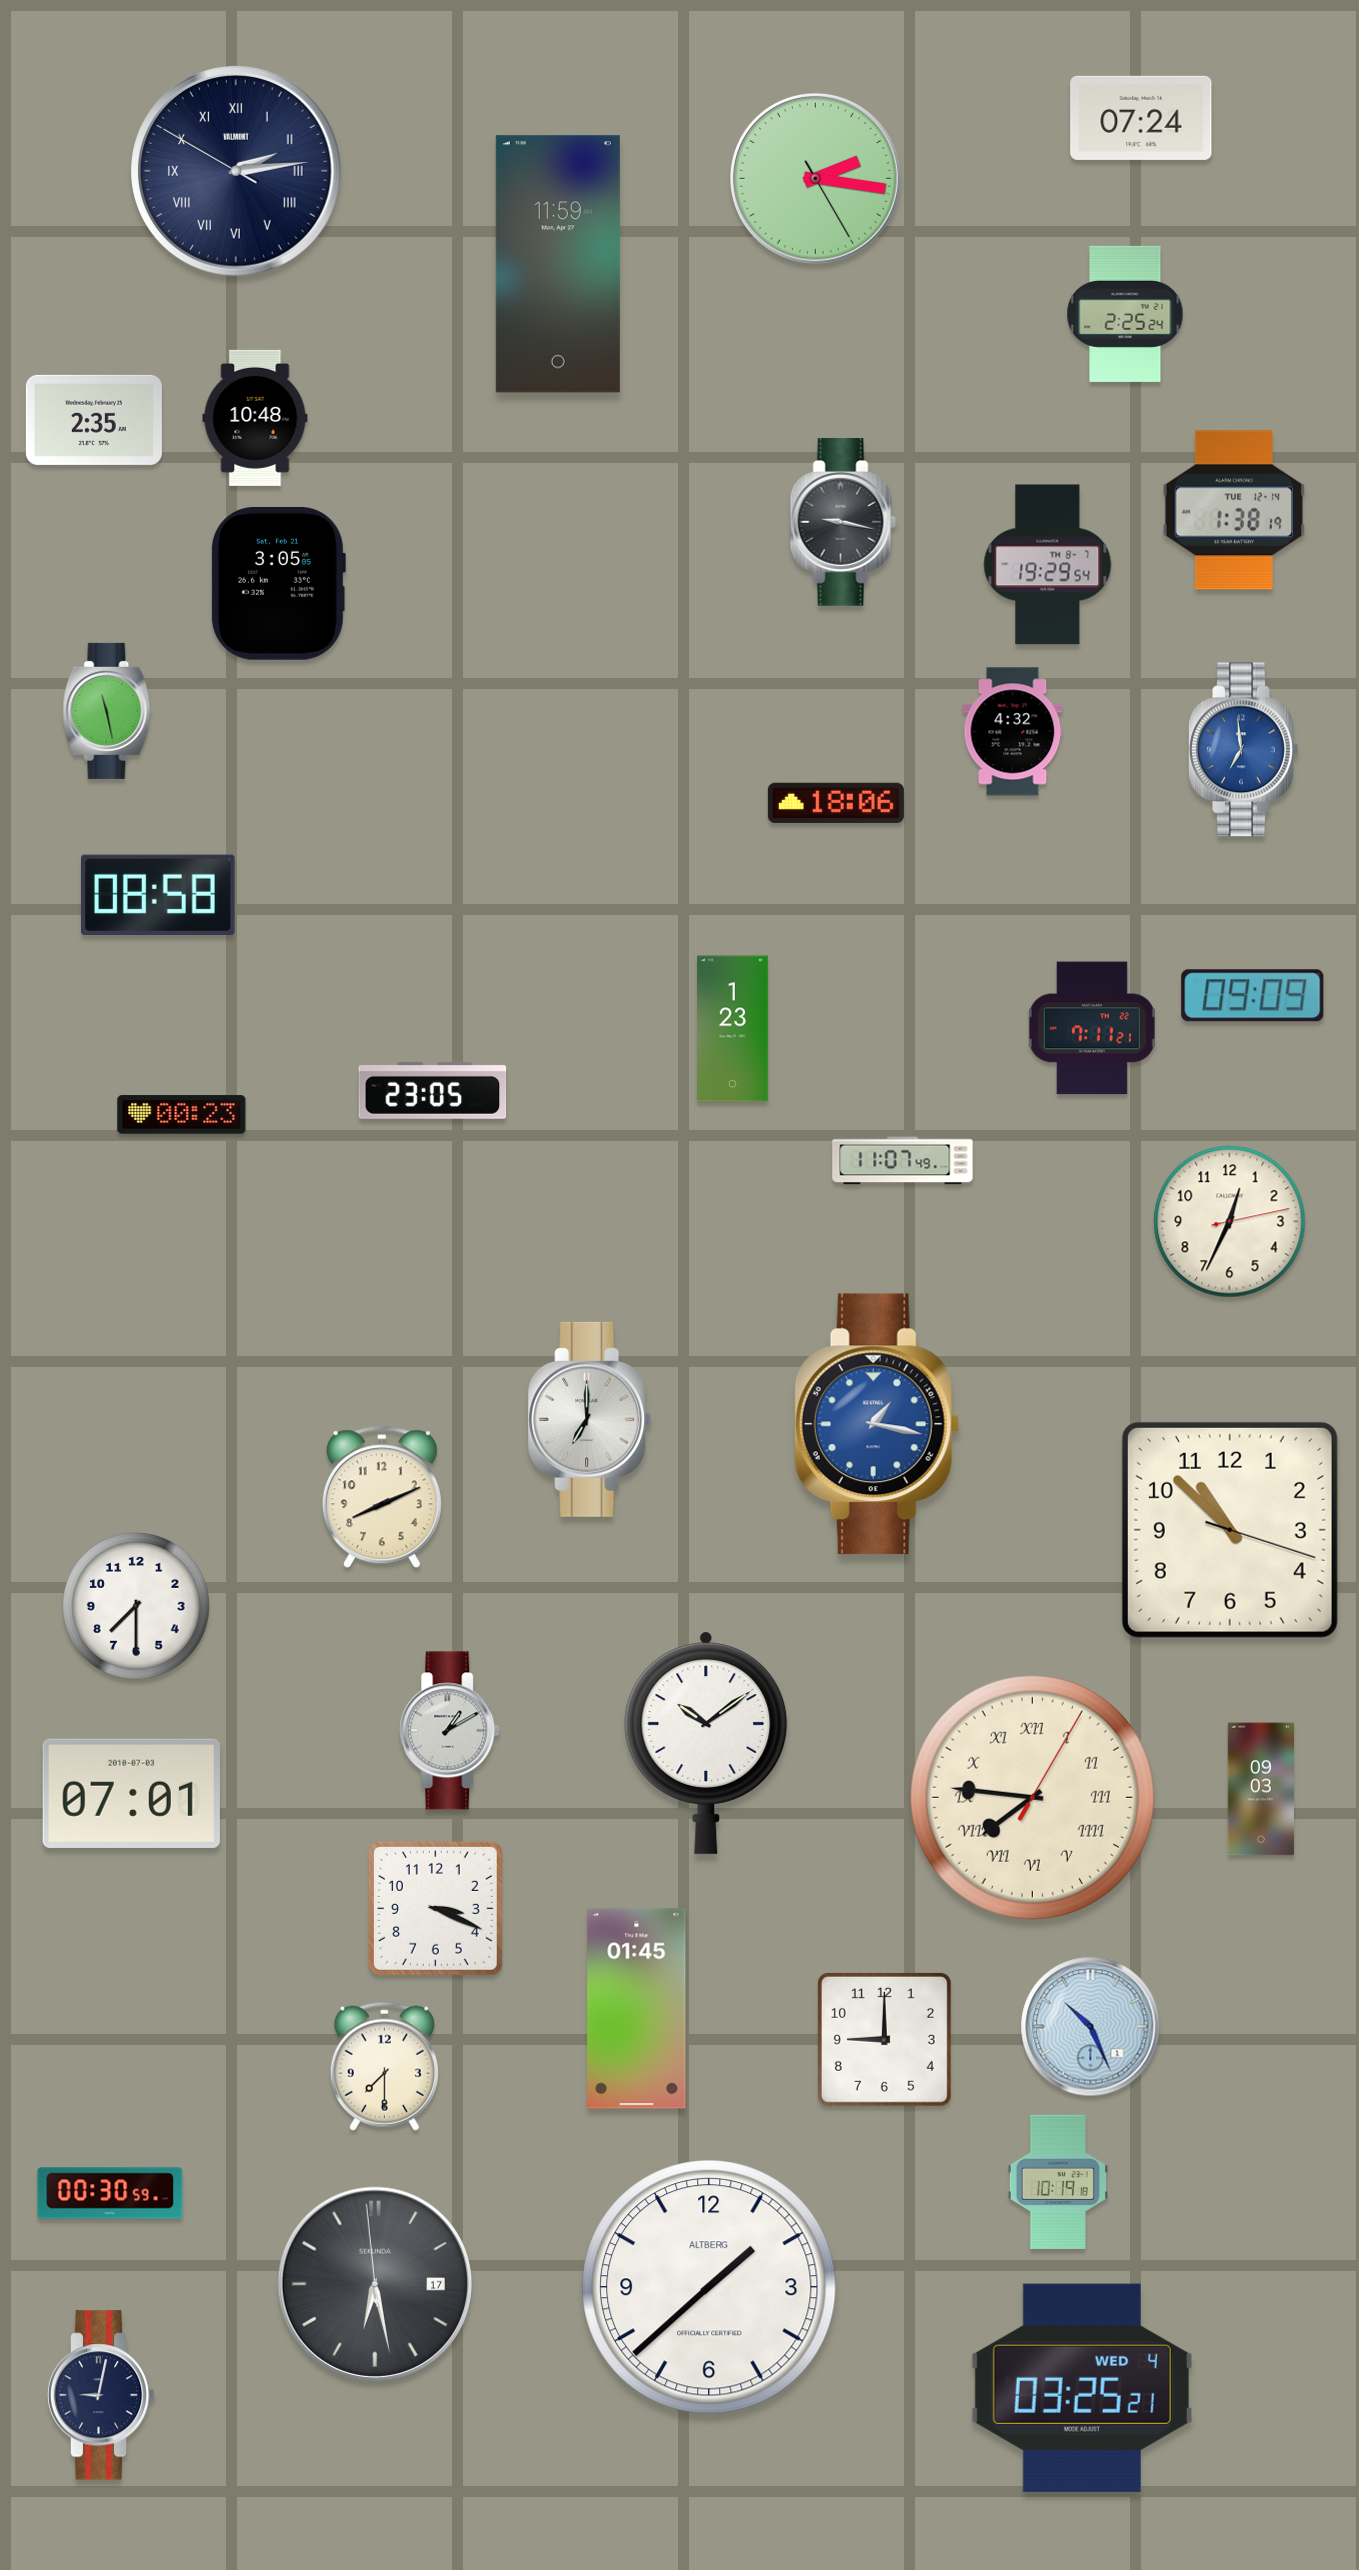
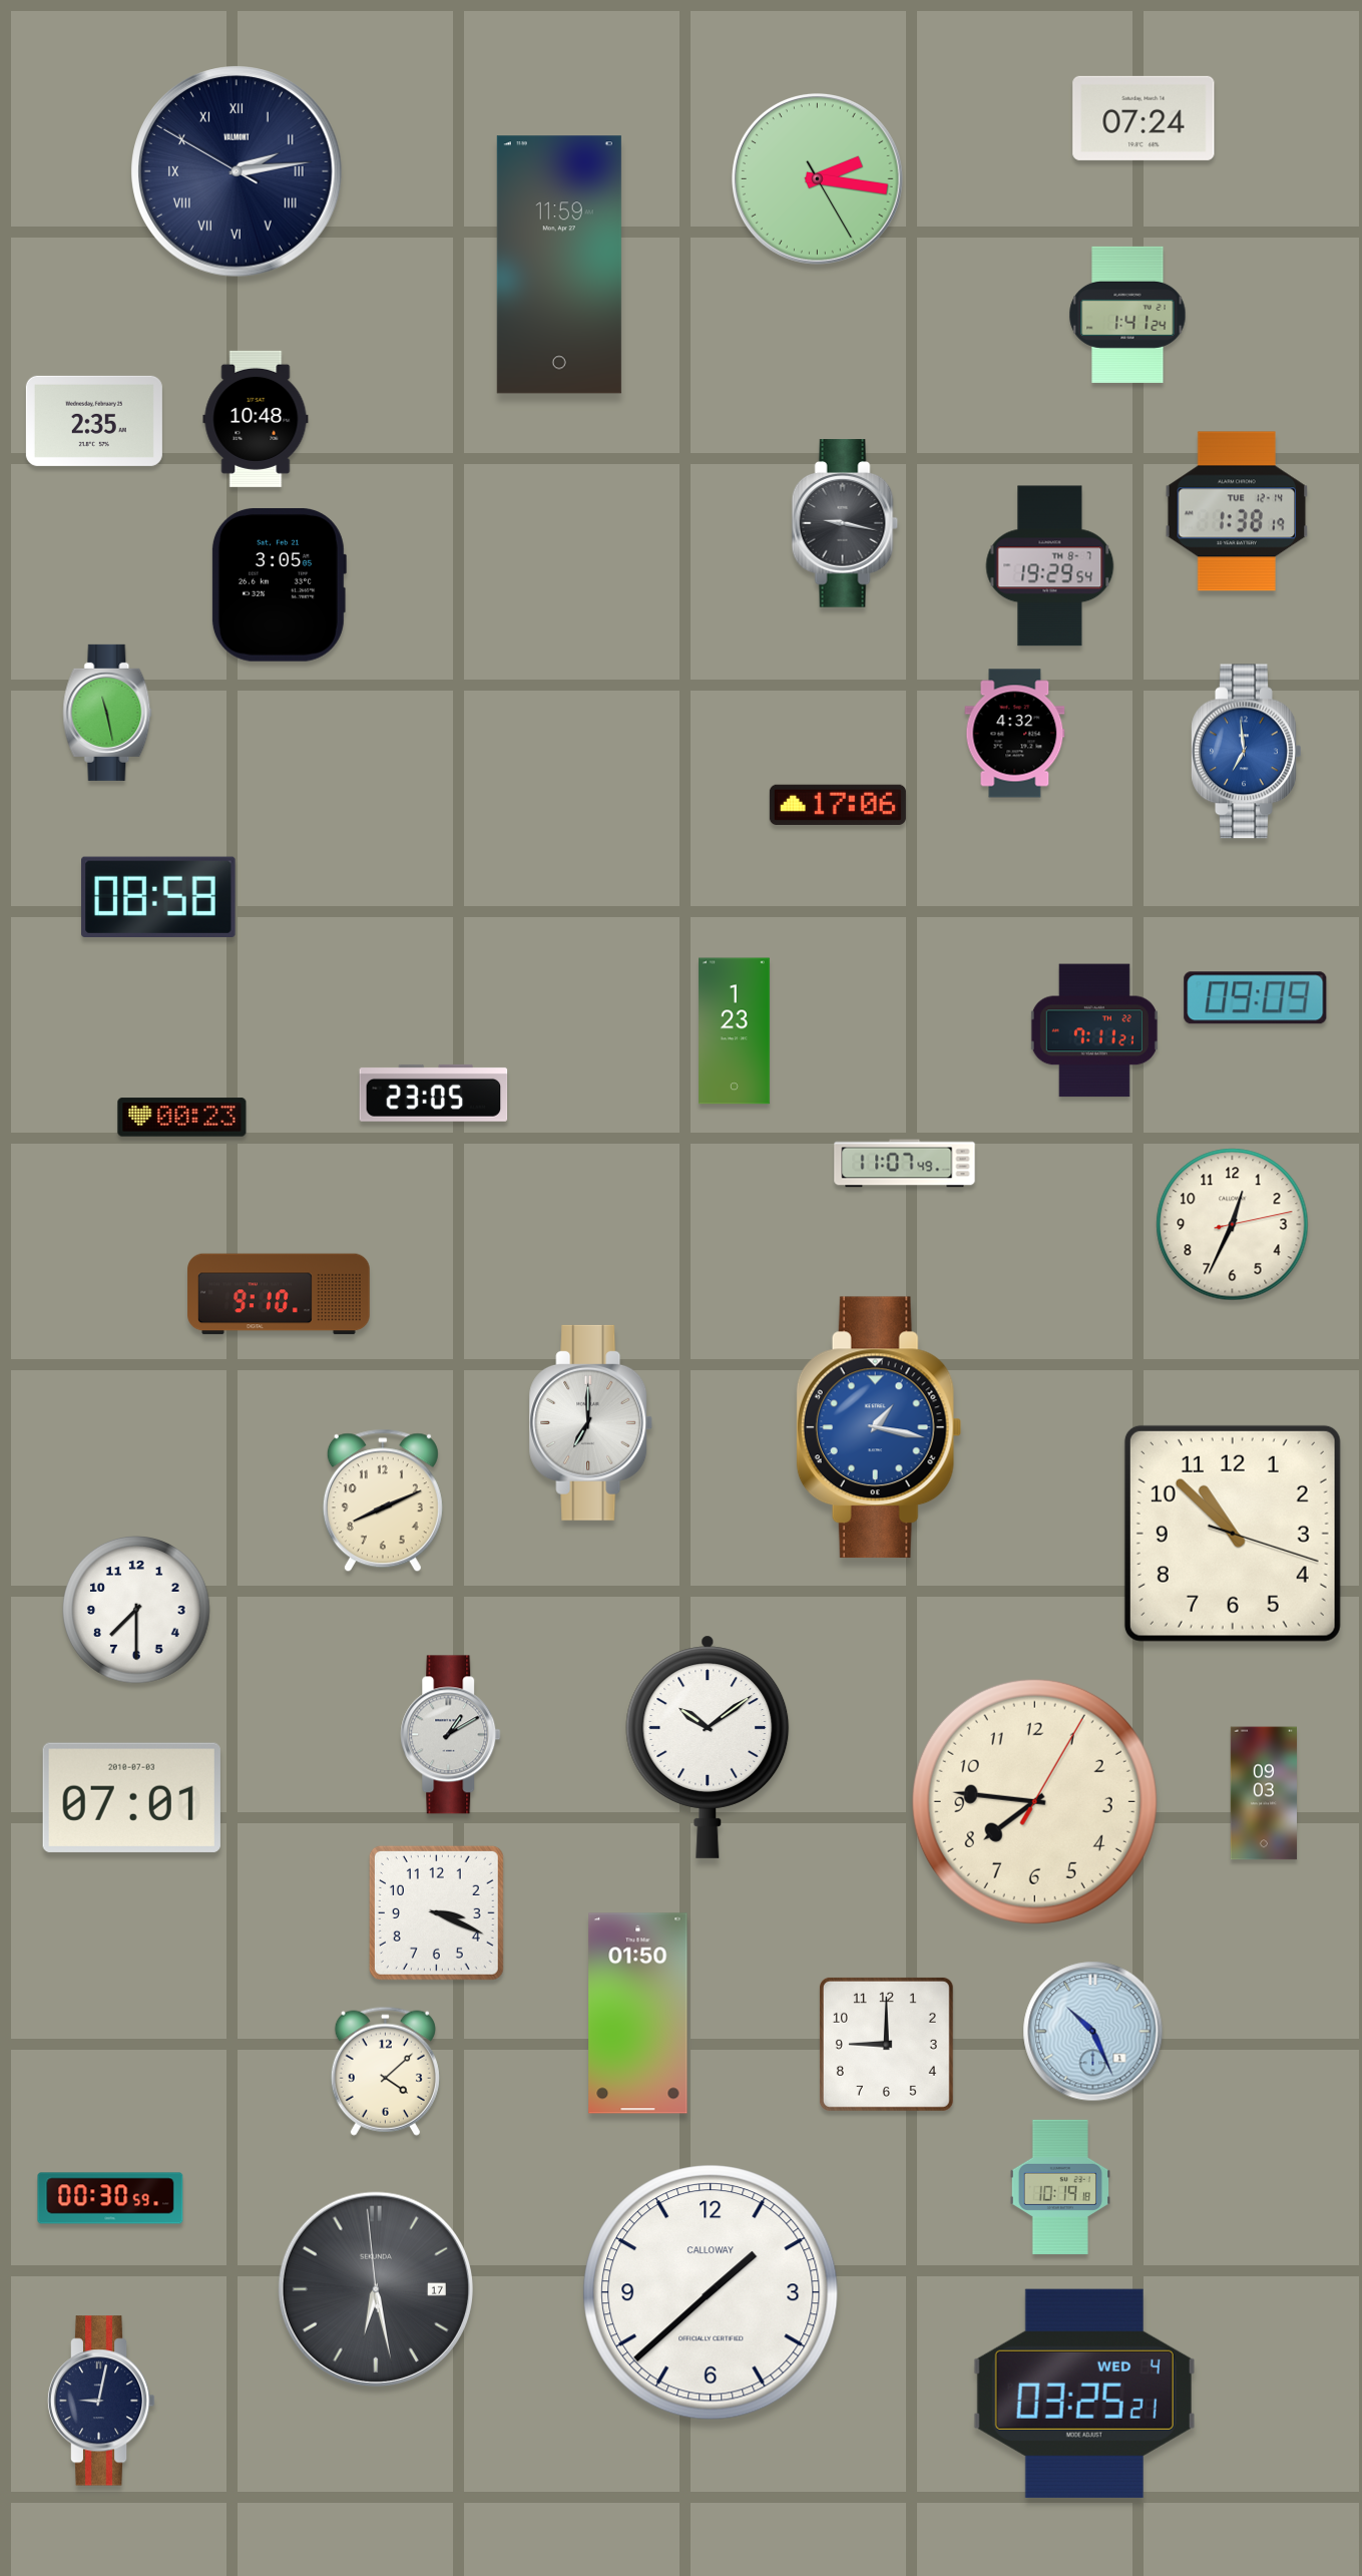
clock at (1125, 314): 2:25 -> 1:41
clock at (836, 802): 18:06 -> 17:06
clock at (279, 1294): none -> 9:10
clock at (1032, 1797) numerals: Roman -> Arabic
clock at (637, 2009): 01:45 -> 01:50
clock at (384, 2066): 7:30 -> 4:08
clock at (709, 2287) brand: ALTBERG -> CALLOWAY
